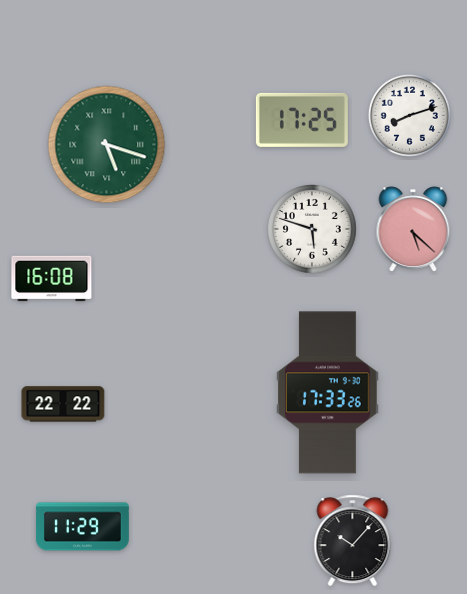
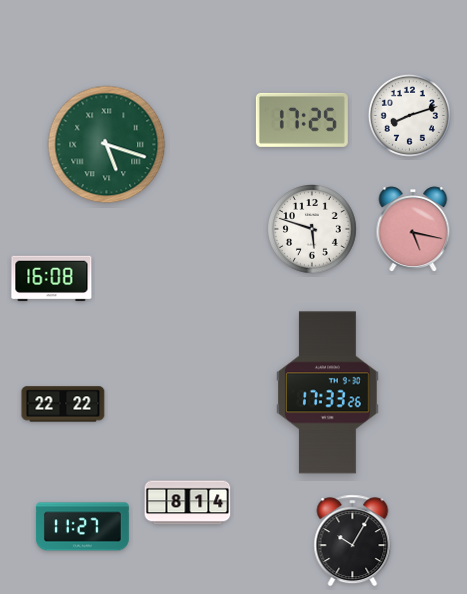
clock at (413, 229): 5:22 -> 5:17
clock at (188, 503): none -> 8:14
clock at (82, 527): 11:29 -> 11:27
clock at (353, 541): 10:07 -> 10:05
